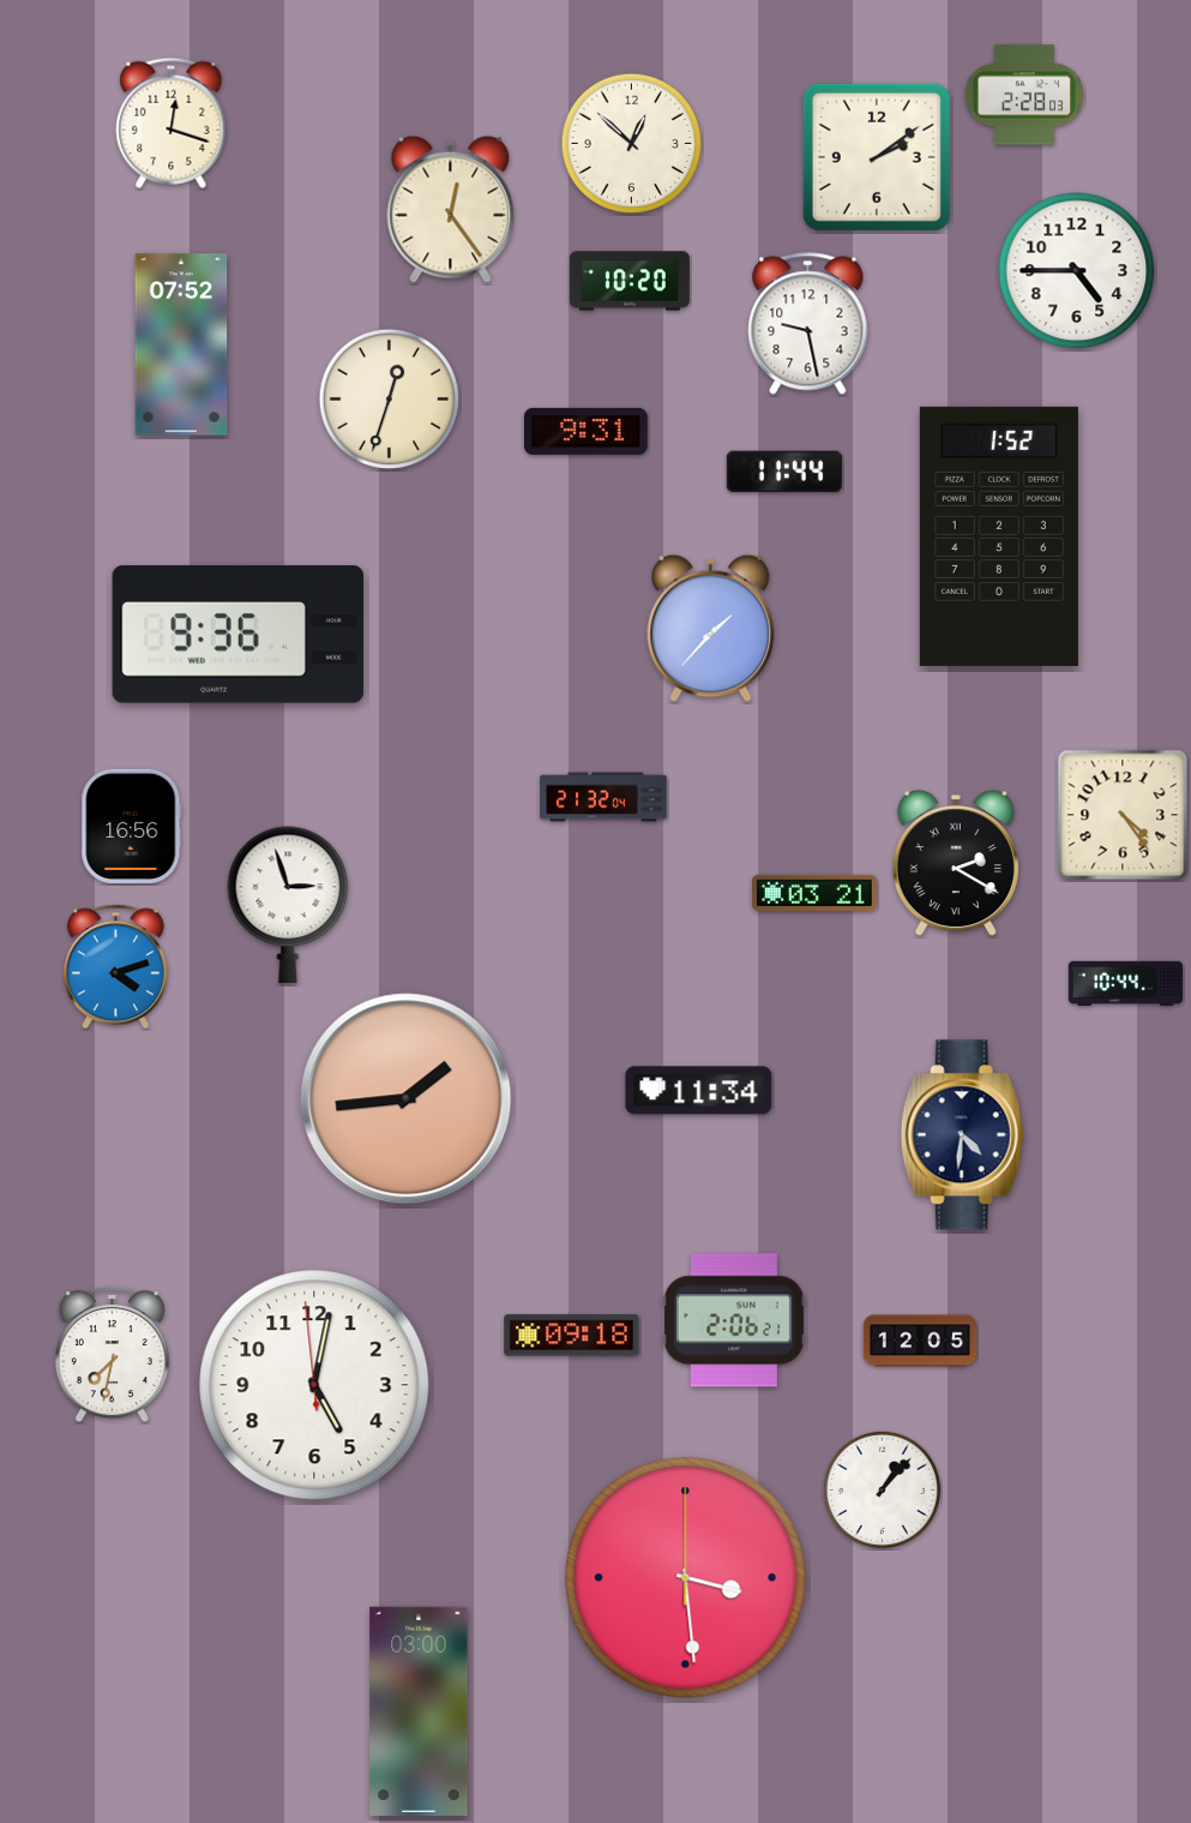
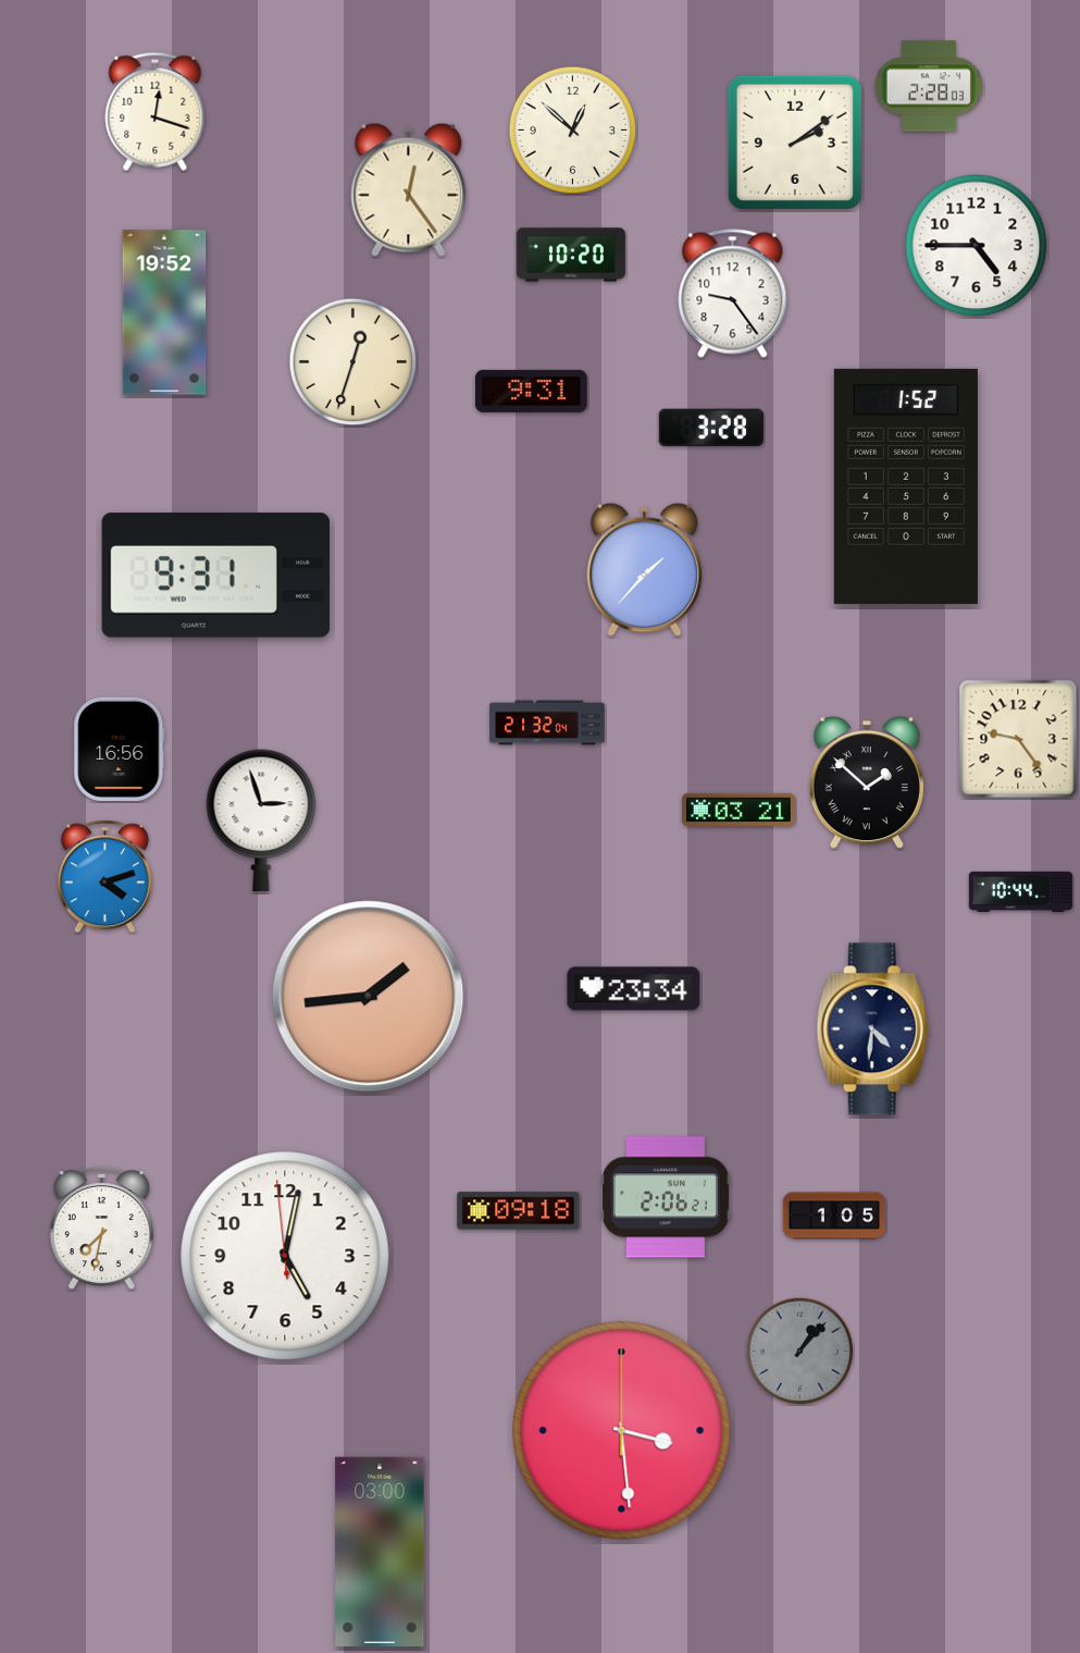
clock at (808, 324): 9:28 -> 9:24
clock at (181, 344): 07:52 -> 19:52
clock at (784, 472): 11:44 -> 3:28
clock at (239, 635): 9:36 -> 9:31
clock at (1123, 815): 4:24 -> 9:24
clock at (956, 863): 2:20 -> 1:52
clock at (699, 1091): 11:34 -> 23:34
clock at (920, 1341): 12:05 -> 1:05
clock at (882, 1489) dial: white -> grey
